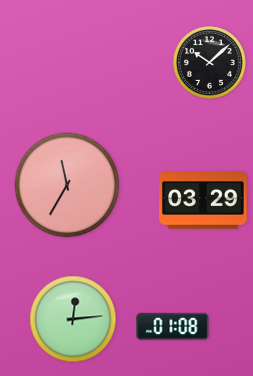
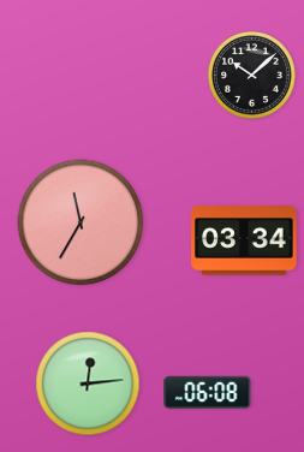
clock at (203, 200): 03:29 -> 03:34
clock at (173, 326): 01:08 -> 06:08
